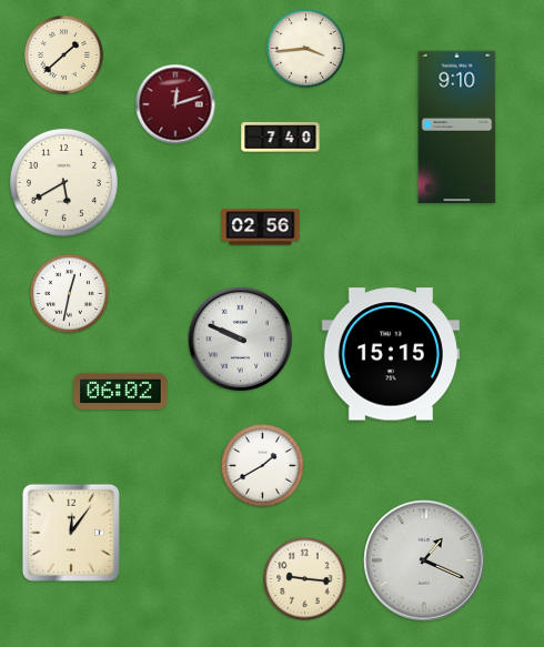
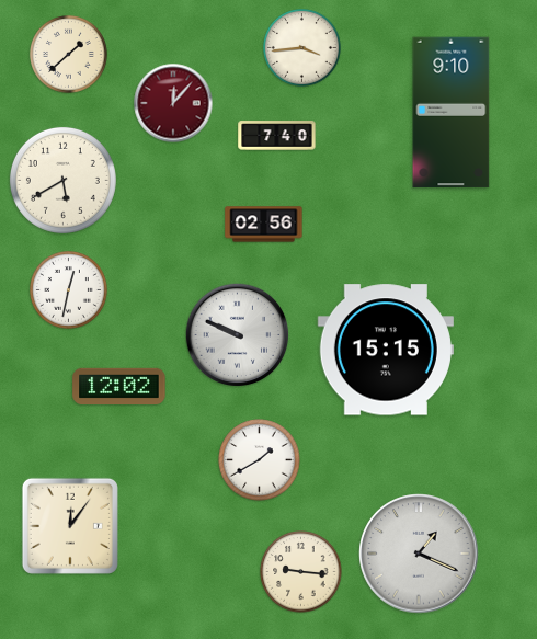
clock at (64, 55) position: (64, 55) -> (69, 55)
clock at (175, 104): 12:12 -> 12:07
clock at (457, 128) position: (457, 128) -> (452, 113)
clock at (261, 228) position: (261, 228) -> (264, 225)
clock at (121, 391): 06:02 -> 12:02
